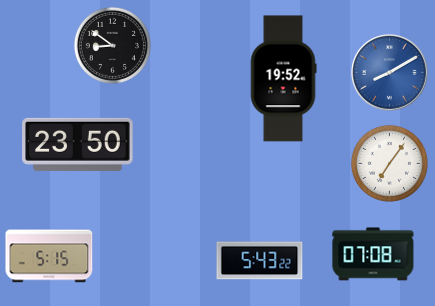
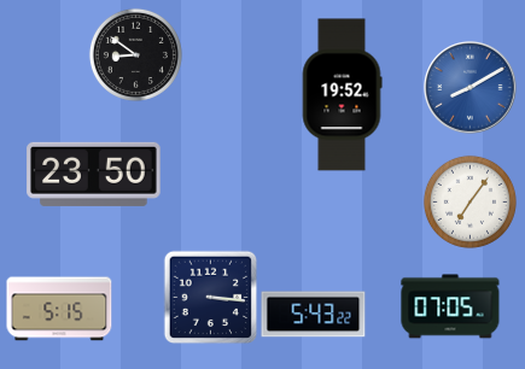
clock at (389, 163) position: (389, 163) -> (469, 201)
clock at (210, 297): none -> 3:16
clock at (373, 254): 07:08 -> 07:05
